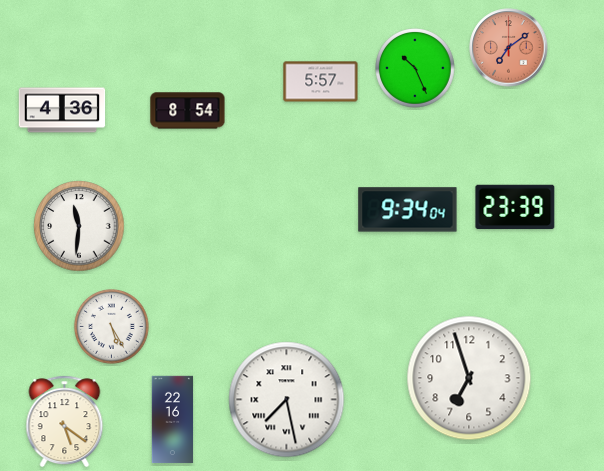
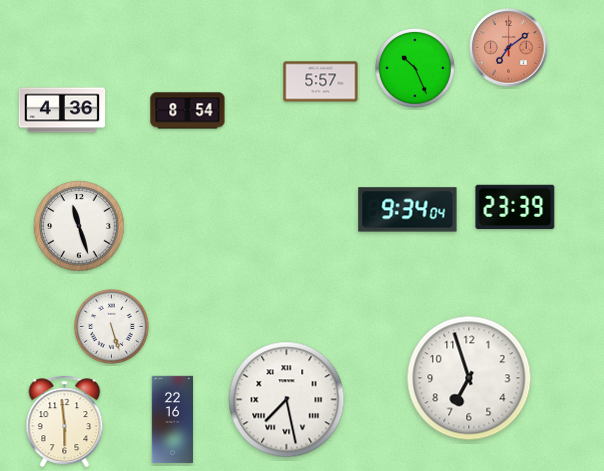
clock at (79, 226): 11:31 -> 11:27
clock at (112, 327): 5:25 -> 5:27
clock at (65, 422): 5:21 -> 5:59
